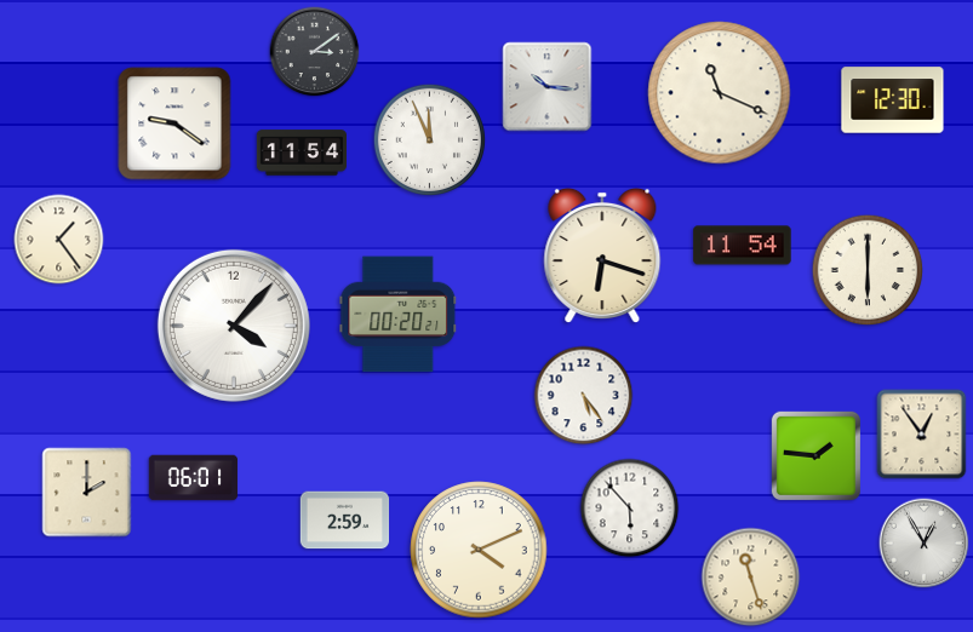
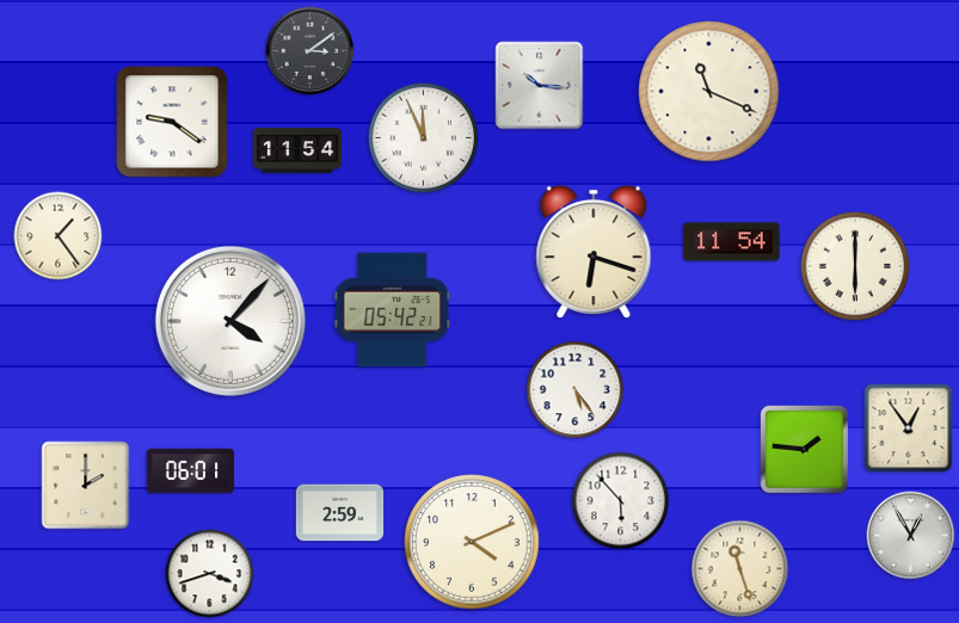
clock at (893, 100): 12:30 -> none
clock at (399, 315): 00:20 -> 05:42
clock at (210, 574): none -> 3:42
